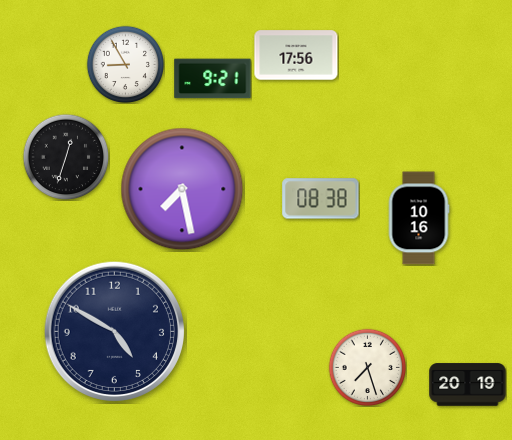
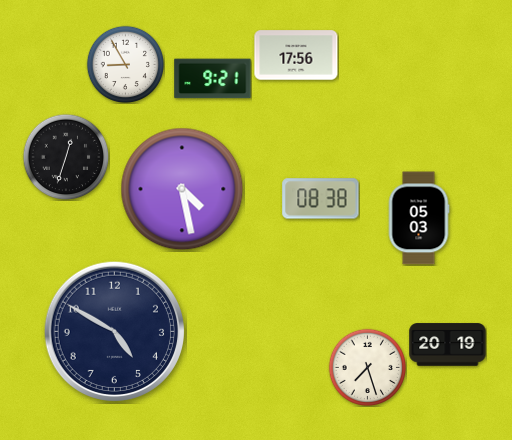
clock at (182, 189): 7:28 -> 4:28
clock at (419, 218): 10:16 -> 05:03
clock at (468, 385) position: (468, 385) -> (448, 345)
